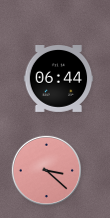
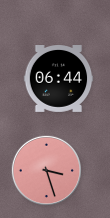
clock at (46, 170): 3:22 -> 3:27
